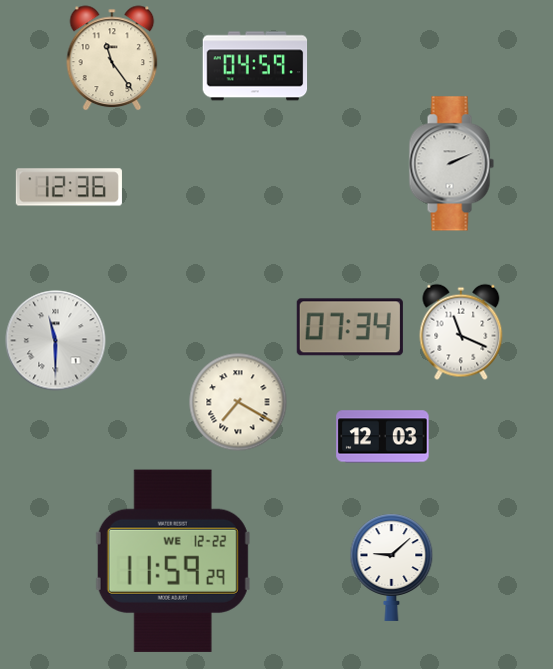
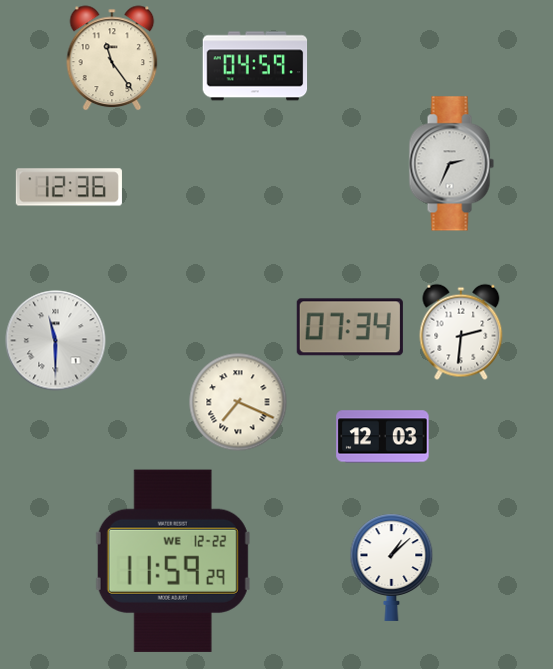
clock at (451, 164): 2:11 -> 2:34
clock at (461, 332): 11:19 -> 2:31
clock at (238, 402): 7:20 -> 7:19
clock at (392, 567): 9:08 -> 1:08
